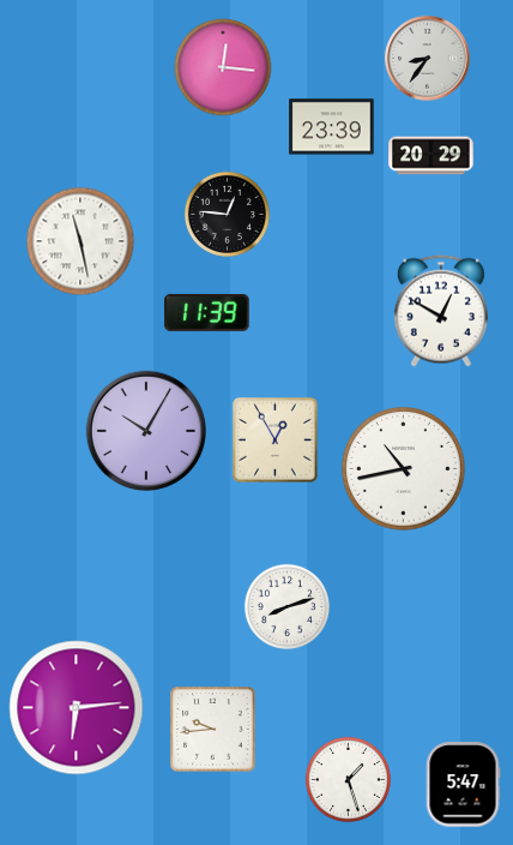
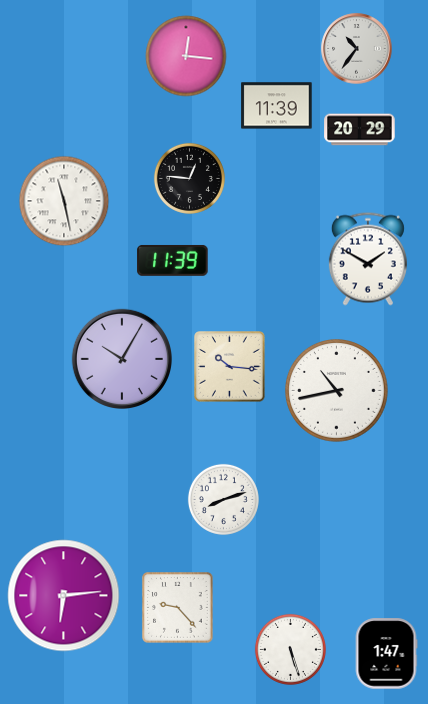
clock at (428, 59): 8:36 -> 10:36
clock at (332, 127): 23:39 -> 11:39
clock at (80, 241) position: (80, 241) -> (64, 201)
clock at (441, 311): 12:50 -> 1:50
clock at (276, 441): 12:55 -> 10:16
clock at (286, 606) position: (286, 606) -> (223, 499)
clock at (77, 708) position: (77, 708) -> (64, 596)
clock at (213, 730): 9:44 -> 9:23
clock at (348, 779): 1:27 -> 5:27
clock at (463, 785): 5:47 -> 1:47
